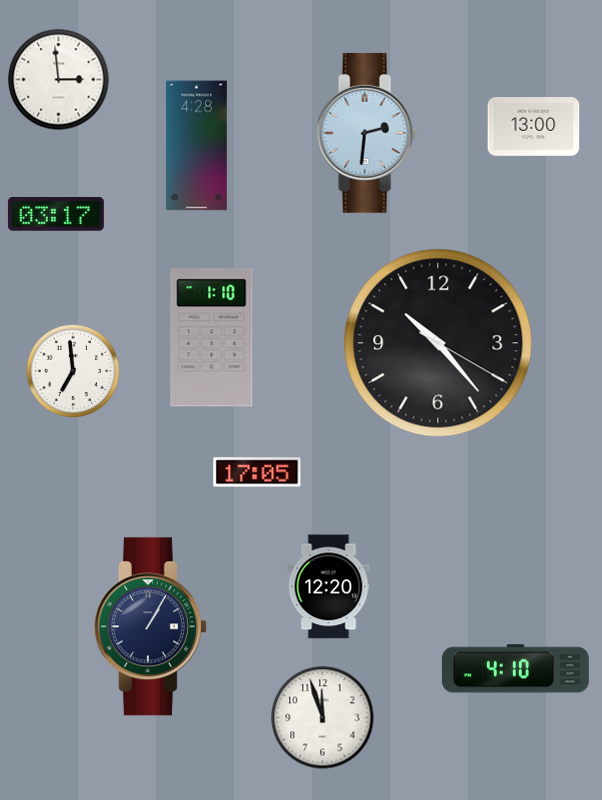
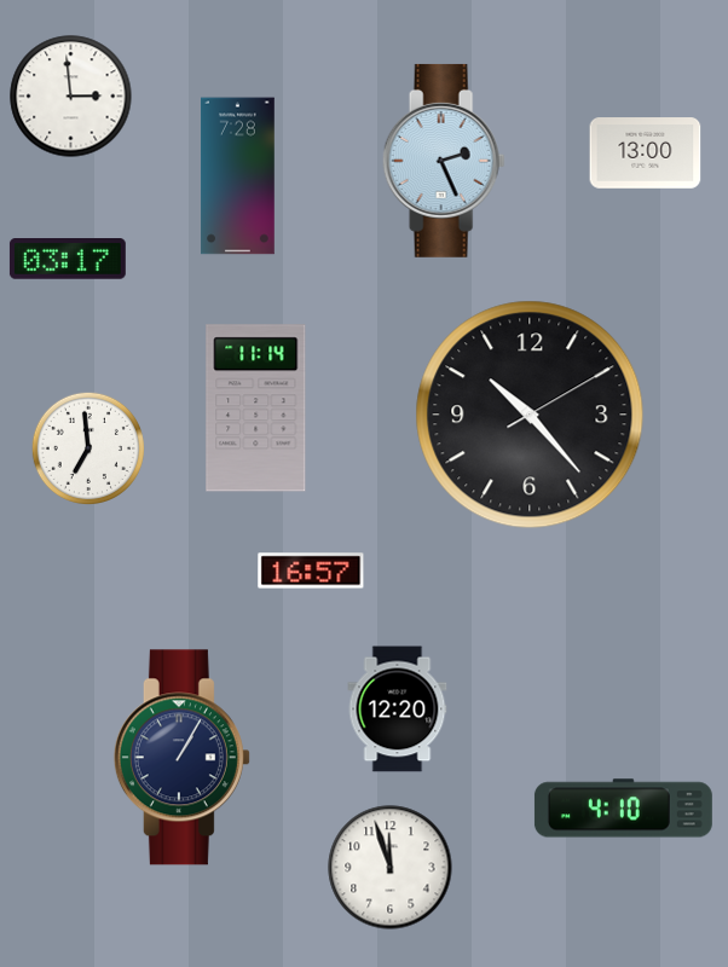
clock at (367, 133): 2:31 -> 2:26
clock at (197, 146): 4:28 -> 7:28
clock at (212, 338): 1:10 -> 11:14
clock at (438, 343): 10:23:20 -> 10:23:10
clock at (257, 472): 17:05 -> 16:57
